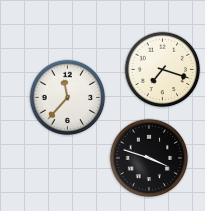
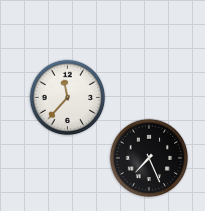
clock at (163, 70): 7:18 -> none
clock at (149, 158): 3:48 -> 7:26
